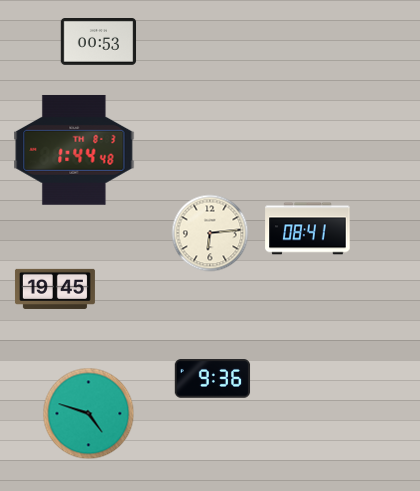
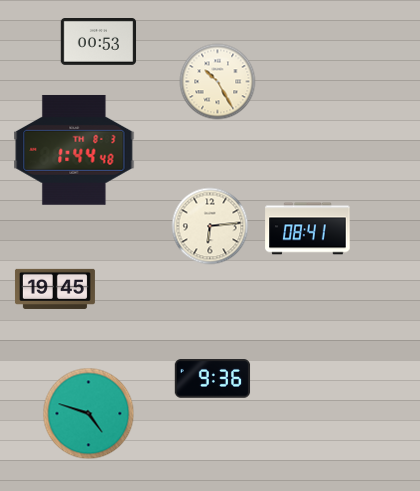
clock at (218, 82): none -> 10:25
clock at (210, 233) position: (210, 233) -> (210, 226)
